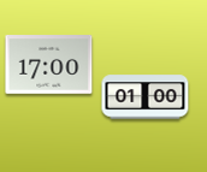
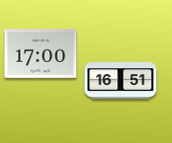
clock at (146, 97): 01:00 -> 16:51
